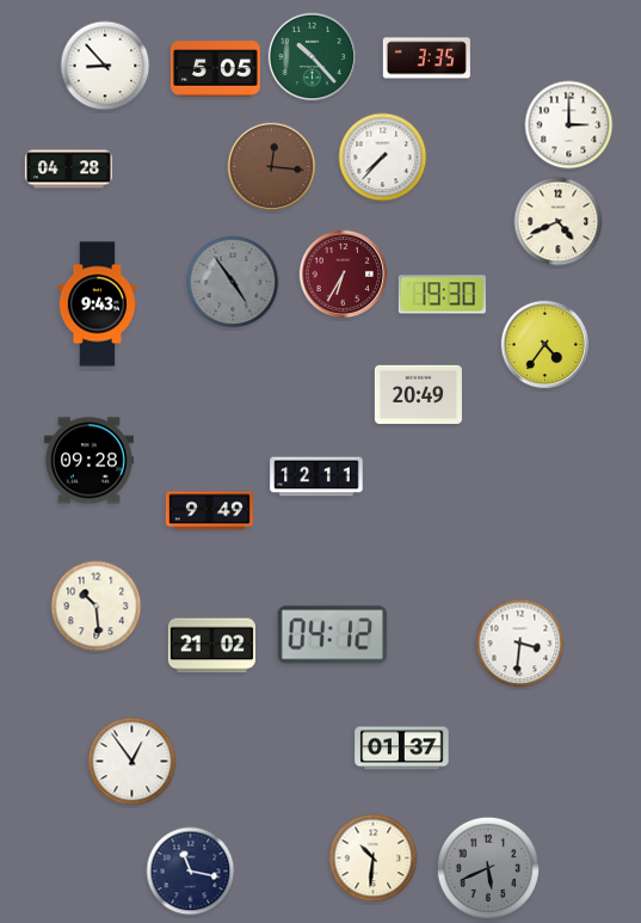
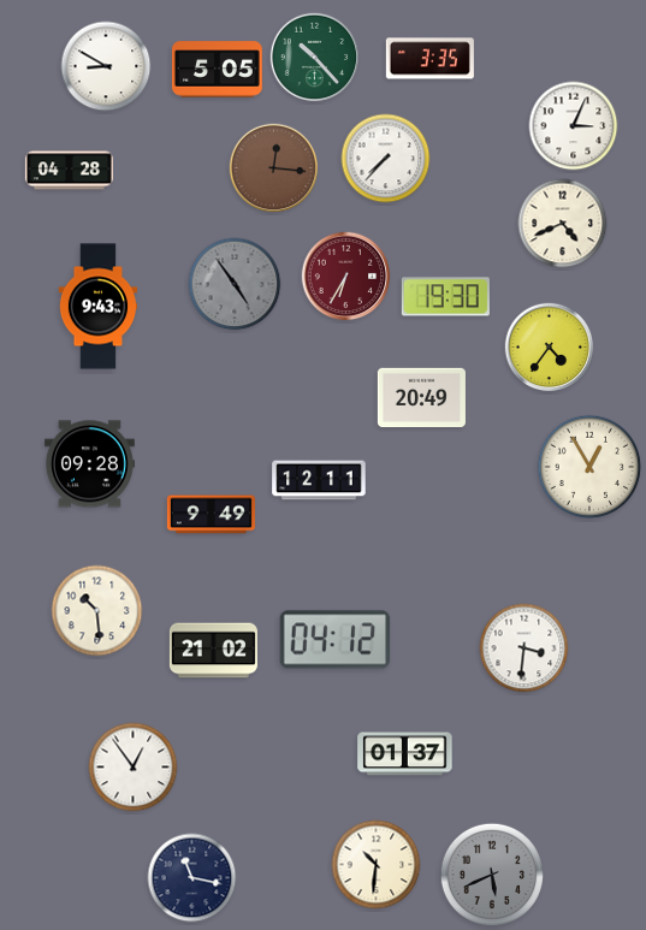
clock at (105, 66): 8:53 -> 8:50
clock at (569, 125): 3:00 -> 3:04
clock at (589, 467): none -> 12:55
